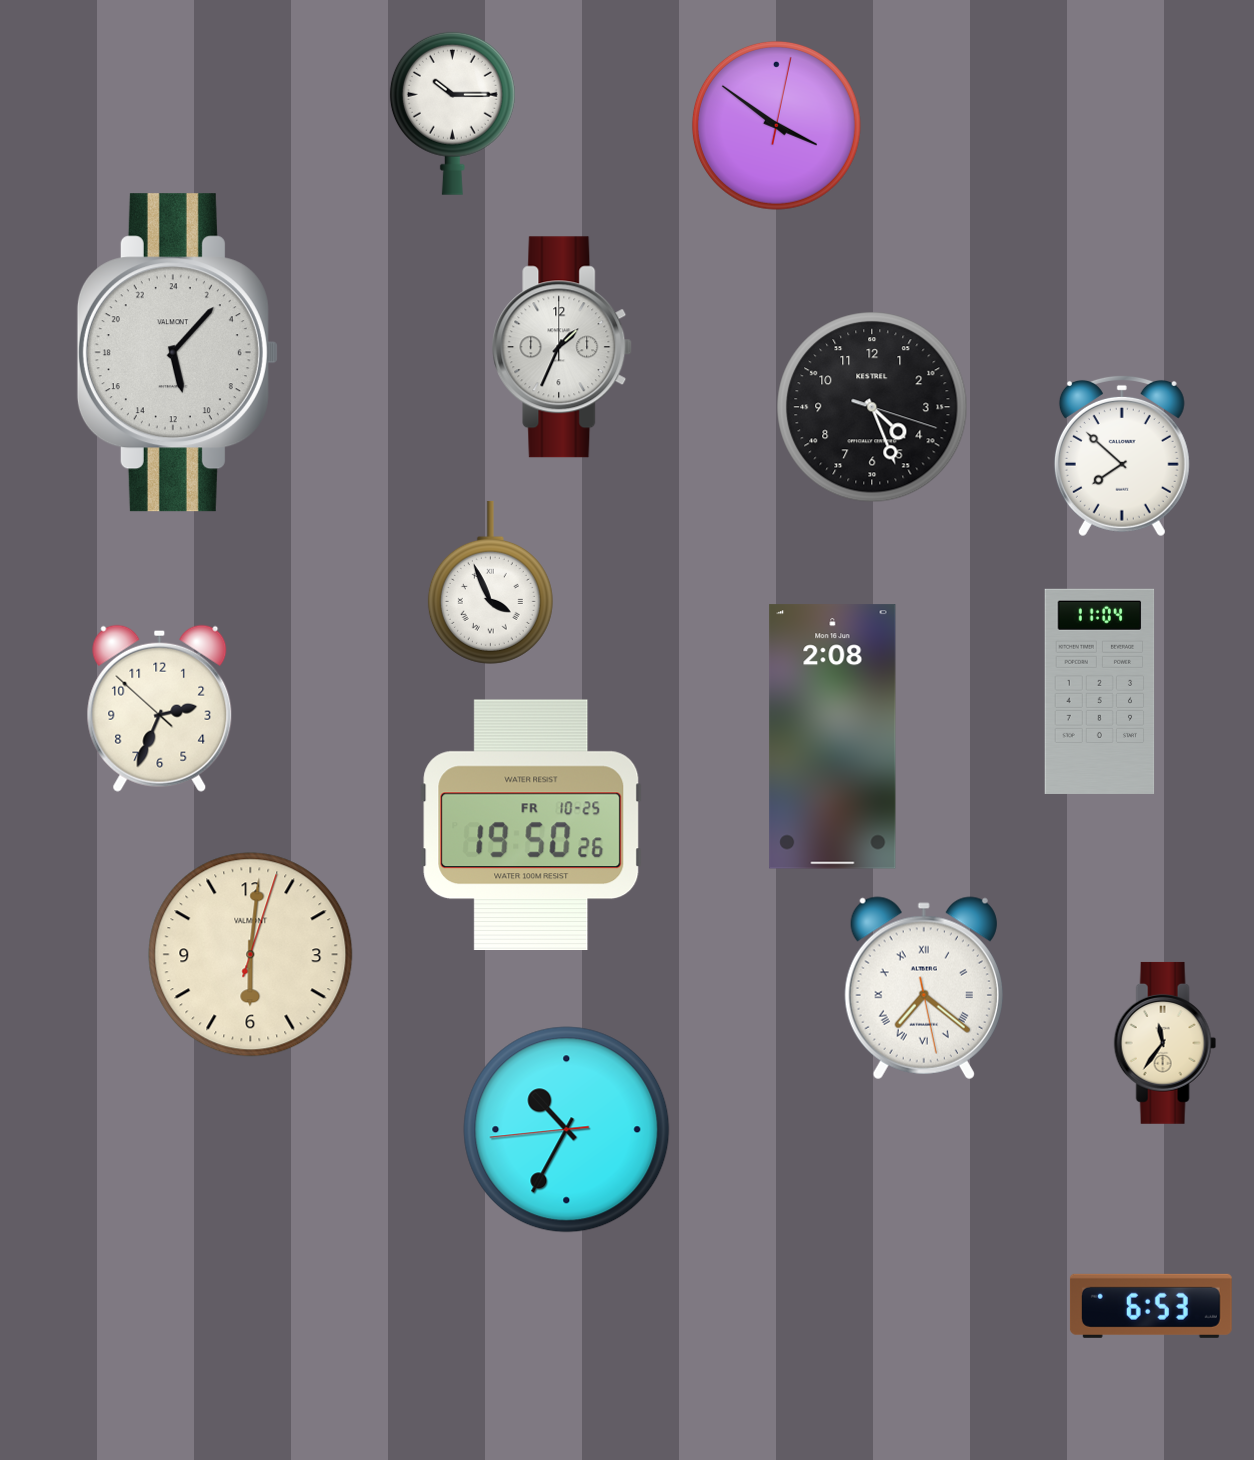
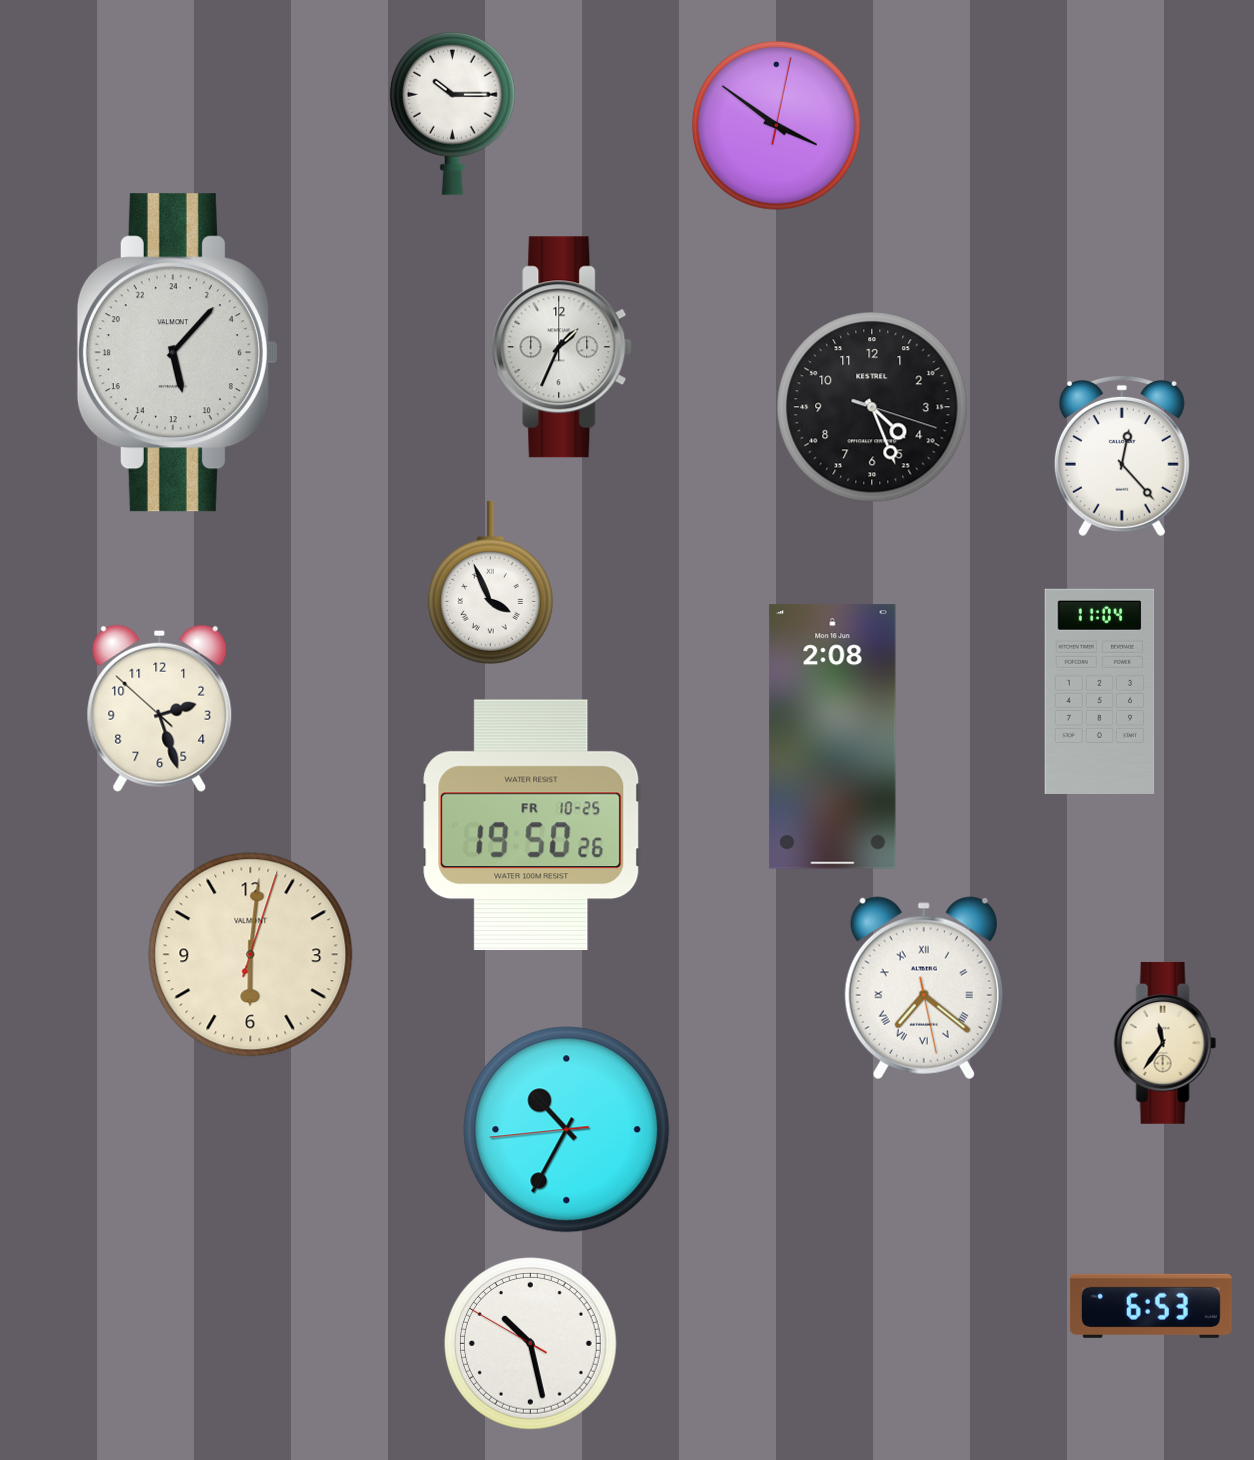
clock at (1122, 456): 7:52 -> 12:23
clock at (160, 708): 2:33 -> 2:26
clock at (531, 1344): none -> 10:27
